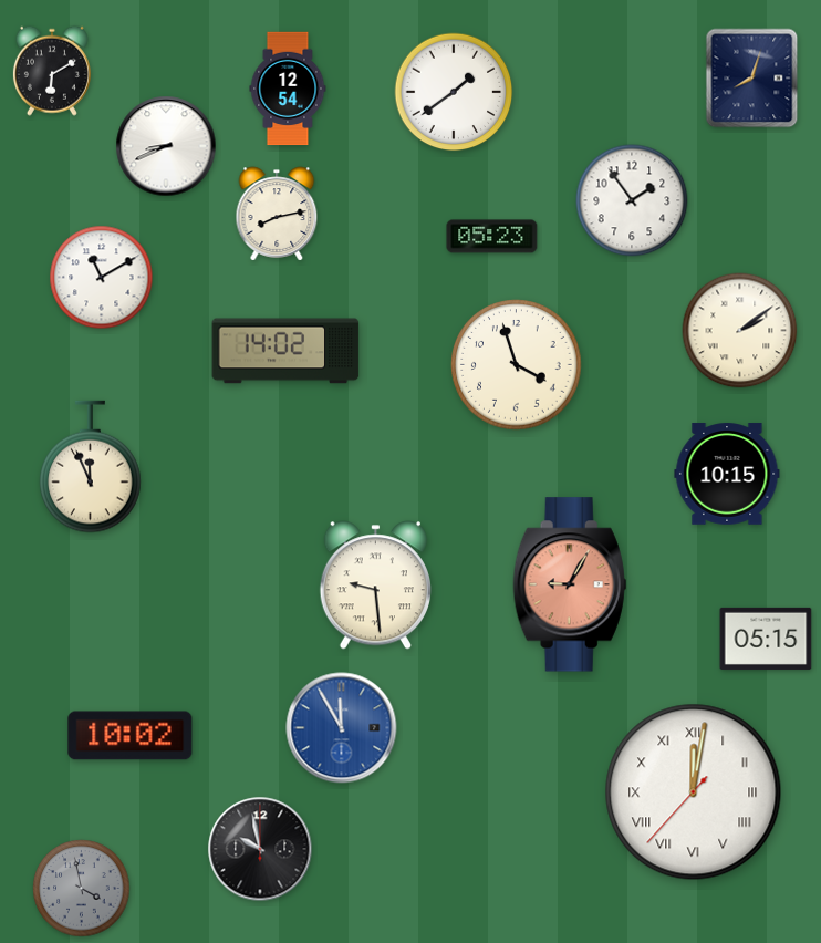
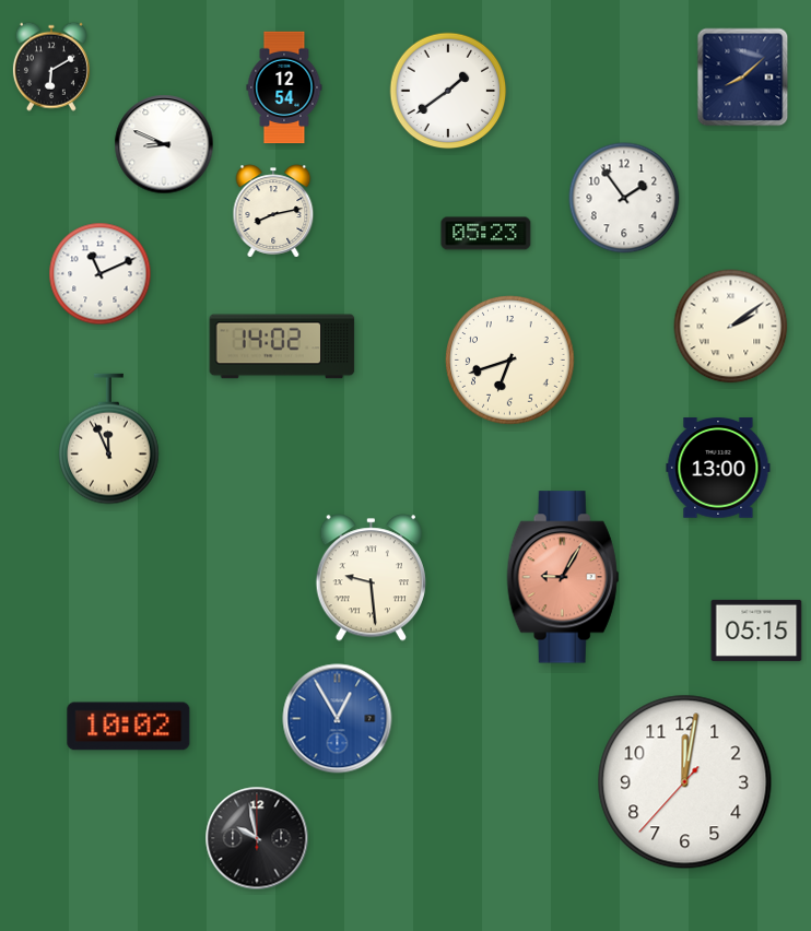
clock at (52, 71) position: (52, 71) -> (51, 67)
clock at (752, 79): 8:03 -> 8:08
clock at (166, 146): 8:41 -> 8:49
clock at (102, 278): 11:10 -> 11:11
clock at (517, 365): 3:57 -> 6:42
clock at (91, 467) position: (91, 467) -> (109, 439)
clock at (727, 474): 10:15 -> 13:00
clock at (342, 728): 11:55 -> 12:55
clock at (694, 792) numerals: Roman -> Arabic
clock at (82, 889): 3:58 -> none
